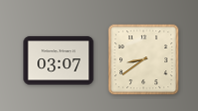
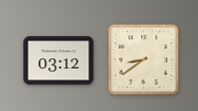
clock at (59, 61): 03:07 -> 03:12
